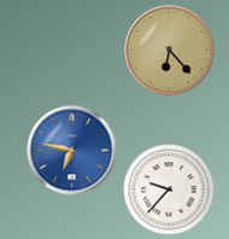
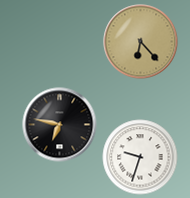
clock at (72, 151) dial: blue -> black
clock at (169, 190): 9:37 -> 9:33
